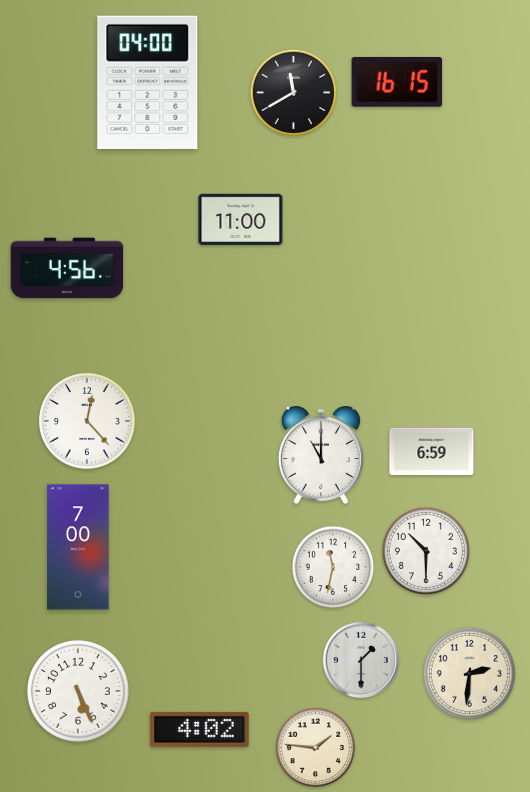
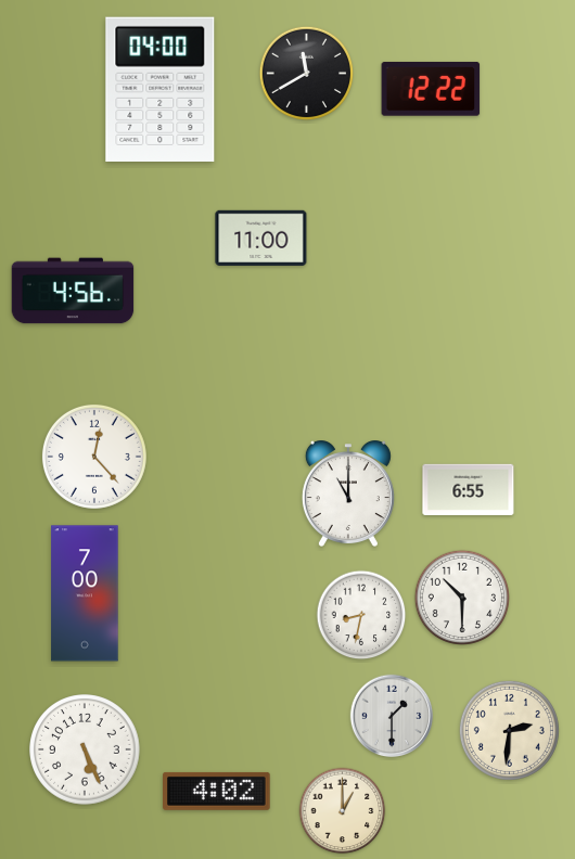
clock at (397, 82): 16:15 -> 12:22
clock at (294, 93) position: (294, 93) -> (307, 74)
clock at (432, 452): 6:59 -> 6:55
clock at (333, 567): 11:32 -> 8:32
clock at (316, 748): 1:46 -> 1:00
